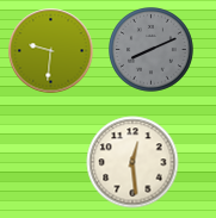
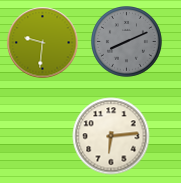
clock at (132, 162): 12:29 -> 6:14
